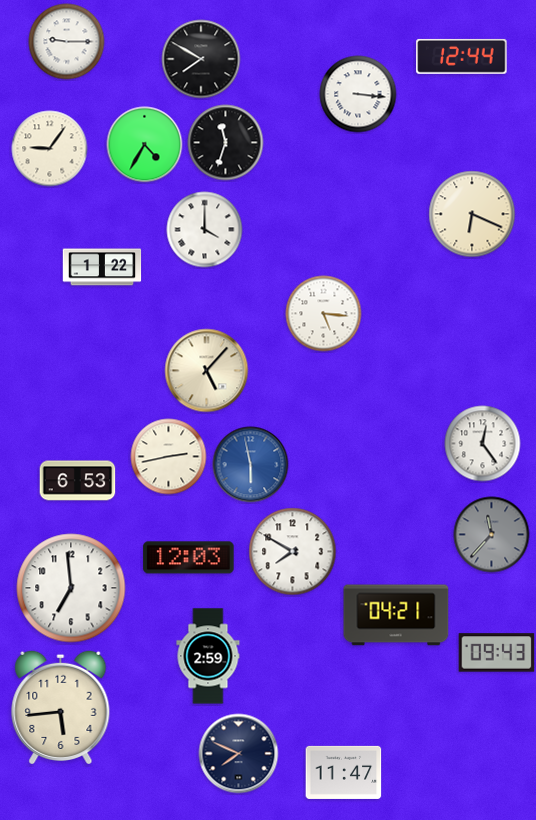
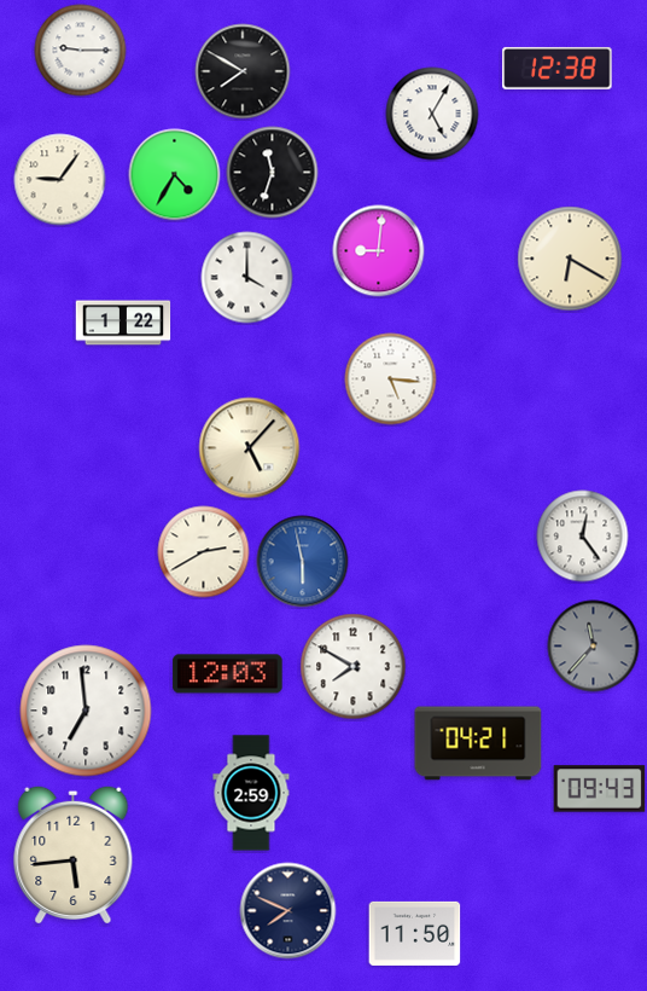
clock at (462, 56): 12:44 -> 12:38
clock at (358, 94): 3:16 -> 5:05
clock at (379, 251): none -> 9:01
clock at (472, 214): 6:19 -> 6:20
clock at (169, 457): 2:43 -> 2:40
clock at (78, 481): 6:53 -> none
clock at (344, 772): 11:47 -> 11:50
